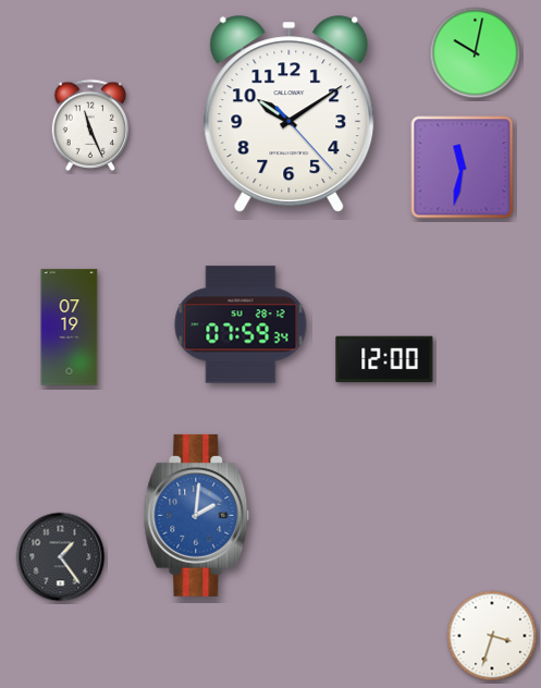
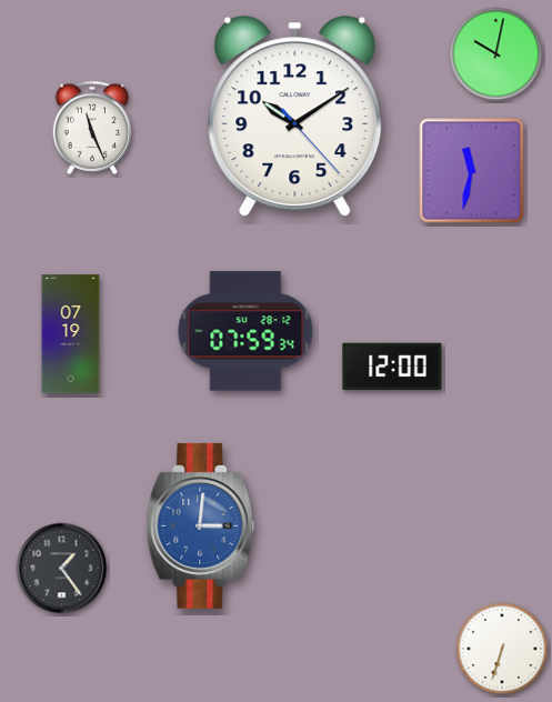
clock at (476, 53) position: (476, 53) -> (496, 54)
clock at (197, 515): 2:01 -> 3:01
clock at (492, 636): 3:33 -> 6:33
